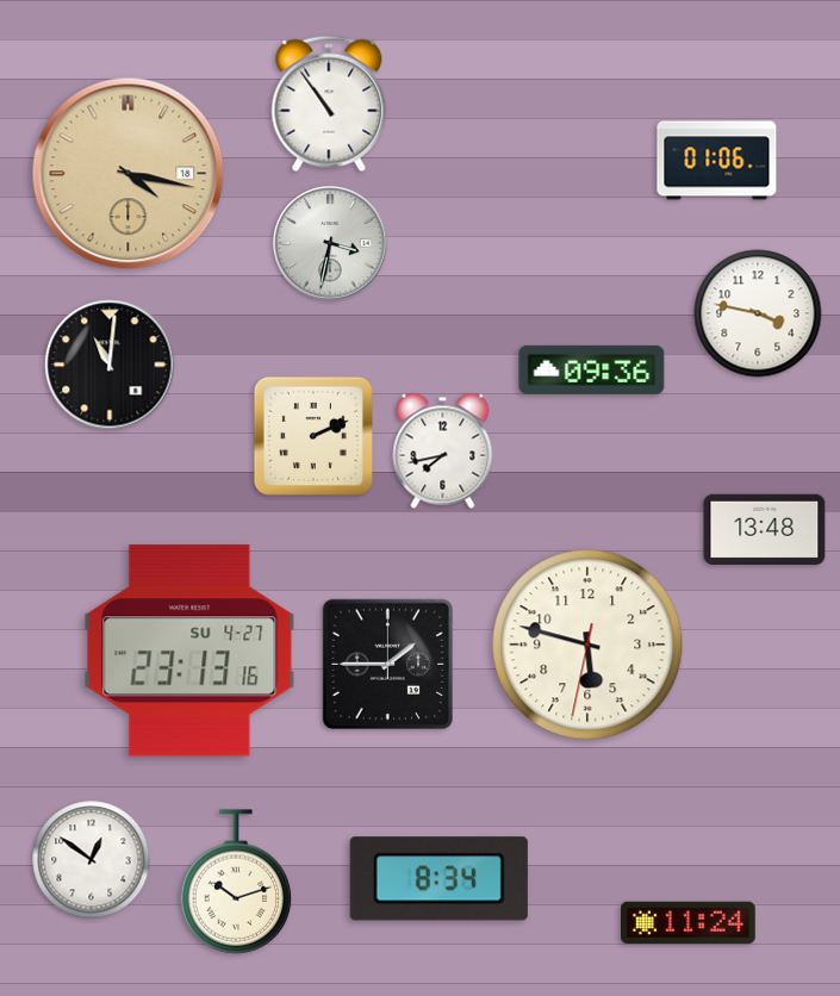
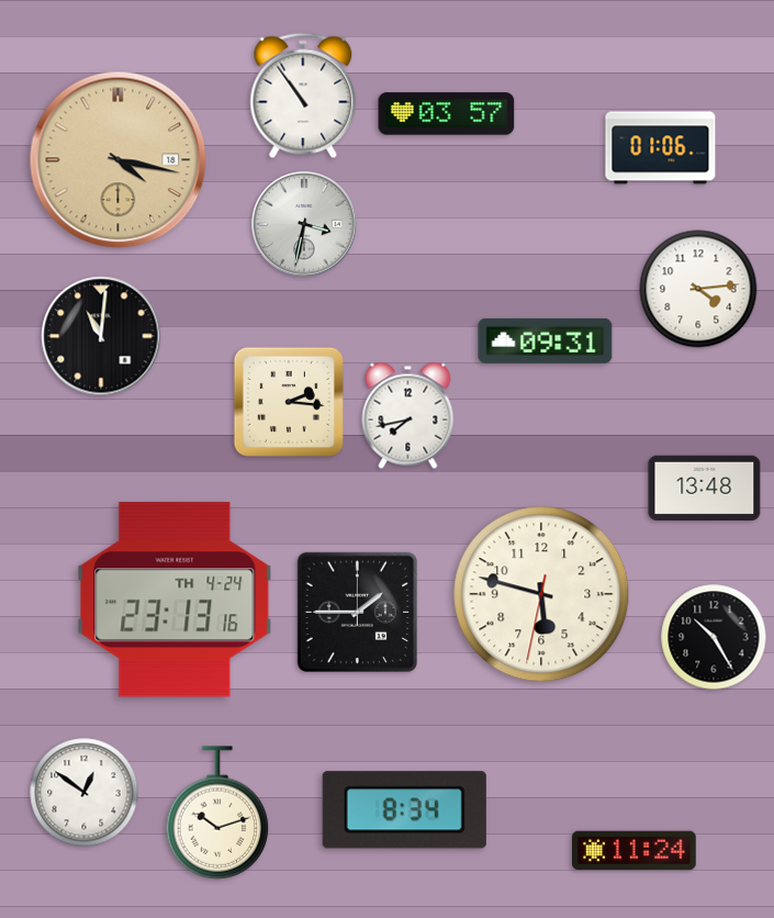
clock at (447, 114): none -> 03:57
clock at (758, 313): 3:47 -> 4:14
clock at (592, 369): 09:36 -> 09:31
clock at (313, 436): 2:11 -> 2:16
clock at (189, 650) date: SU 4-27 -> TH 4-24
clock at (714, 637): none -> 10:25
